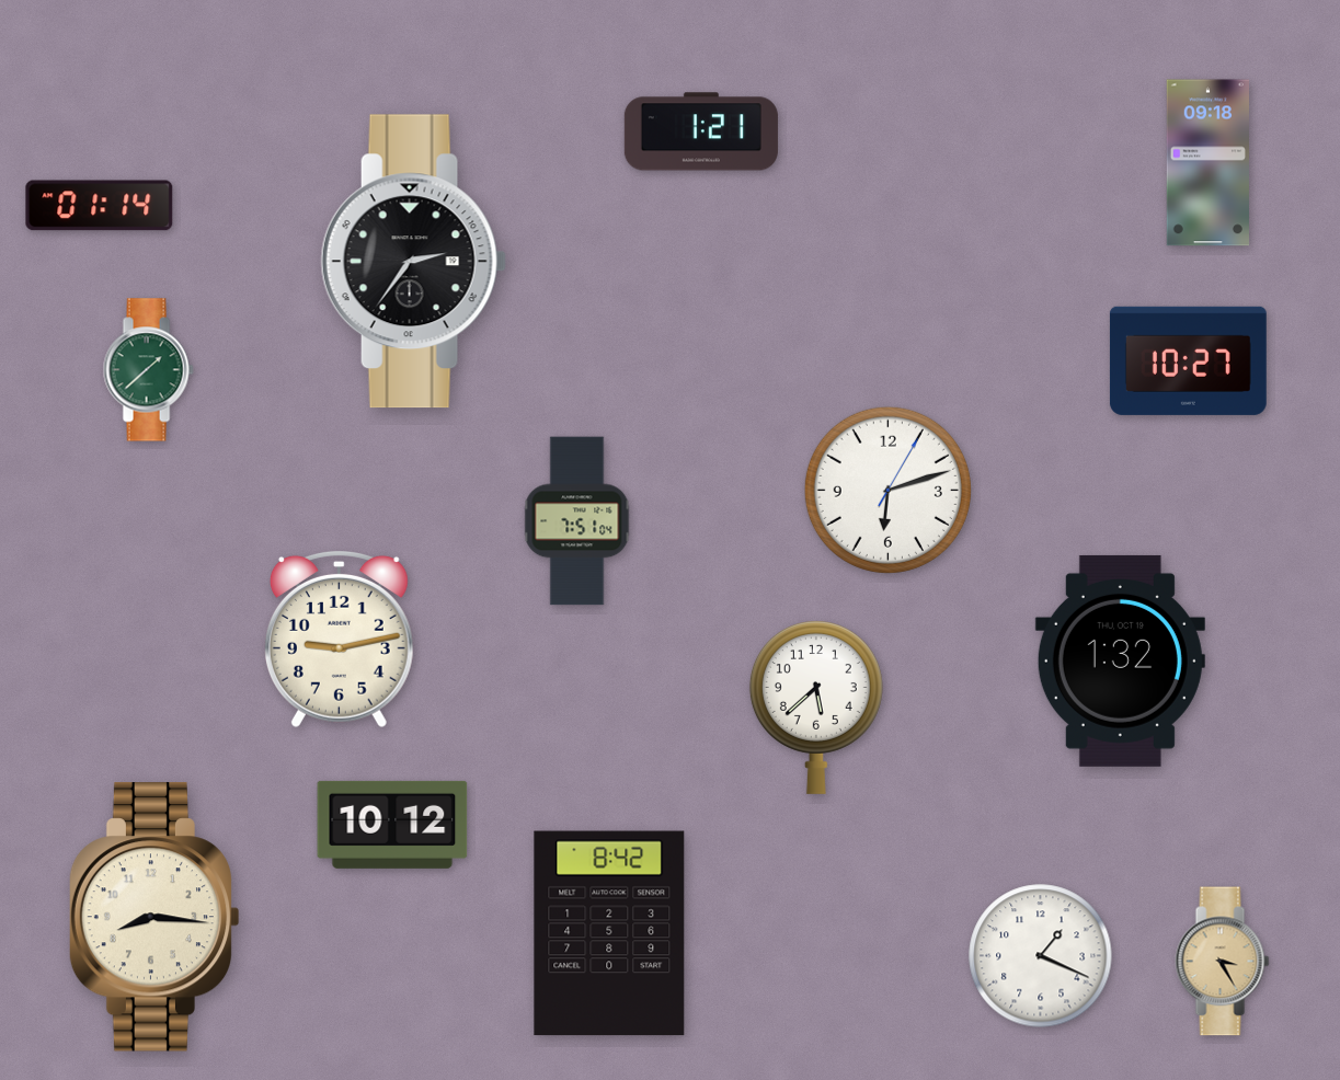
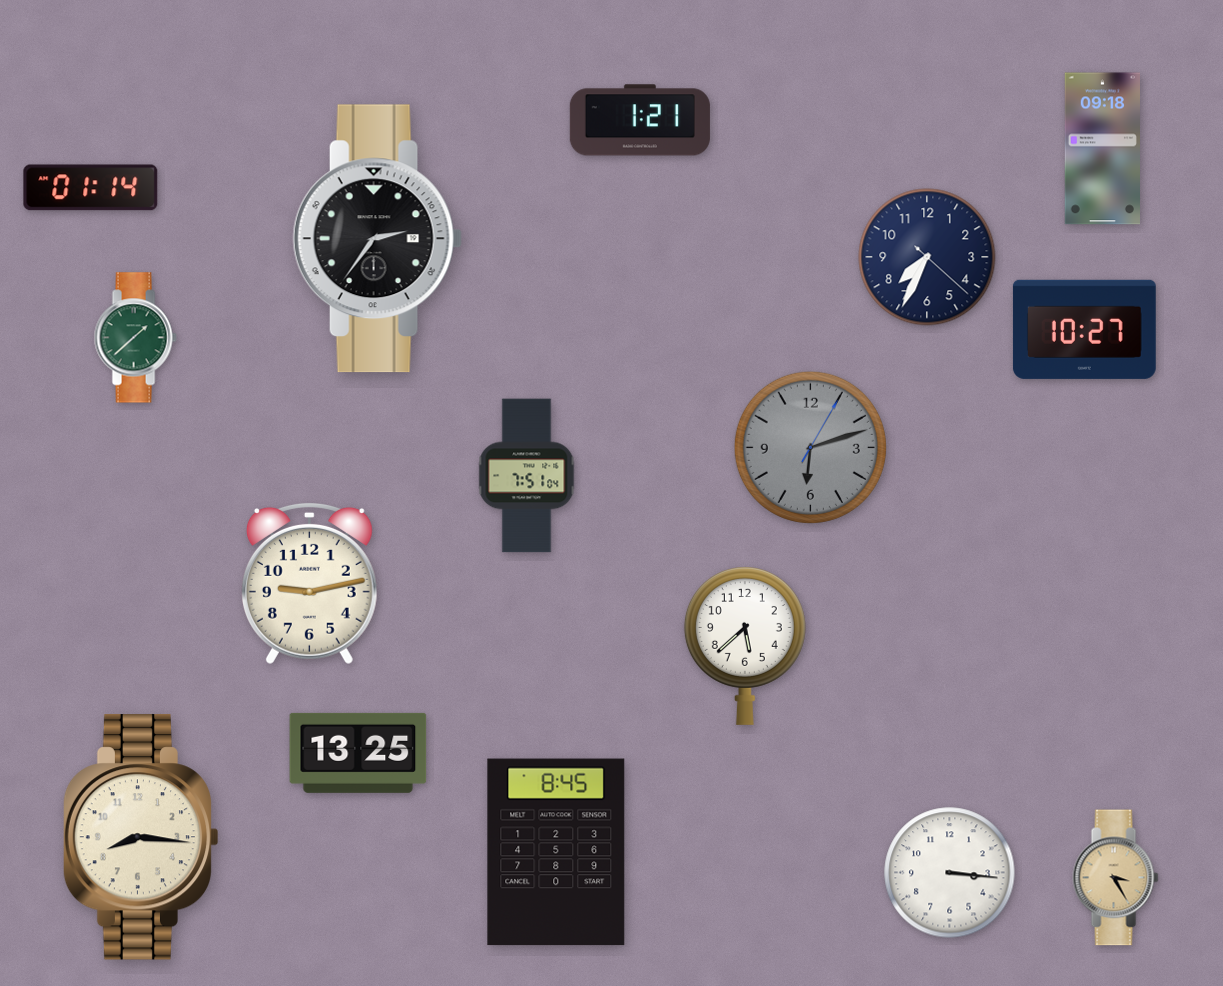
clock at (927, 257): none -> 7:34
clock at (887, 490) dial: white -> grey
clock at (1120, 660): 1:32 -> none
clock at (392, 825): 10:12 -> 13:25
clock at (609, 933): 8:42 -> 8:45
clock at (1041, 956): 1:19 -> 3:16
